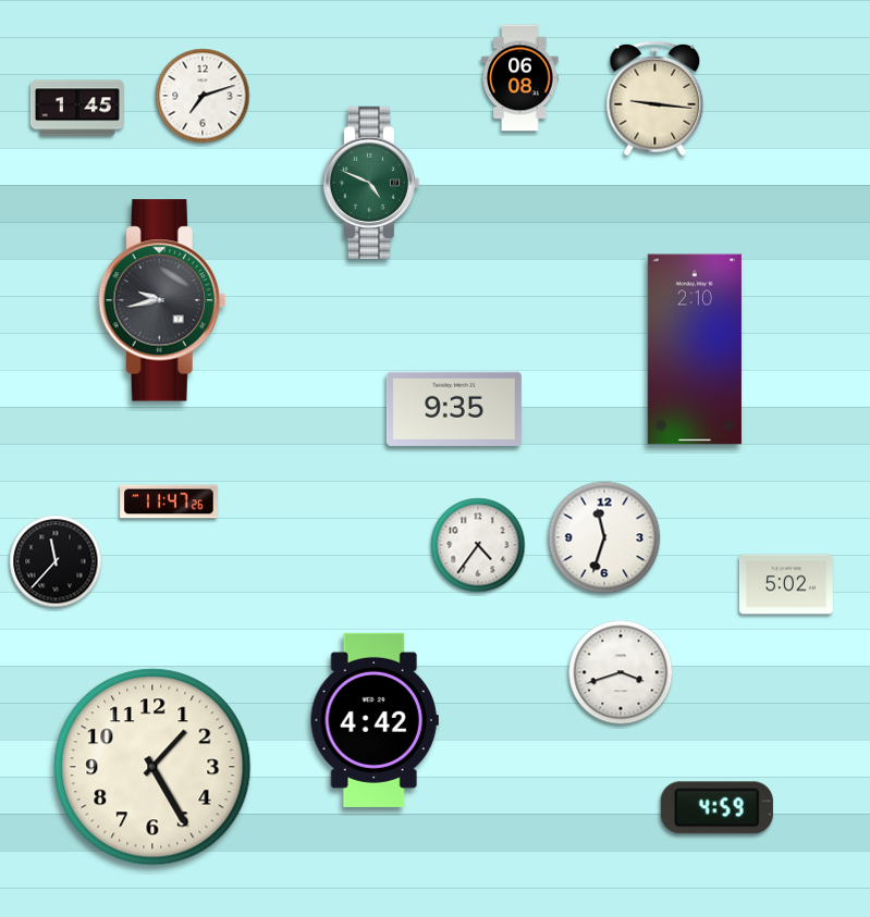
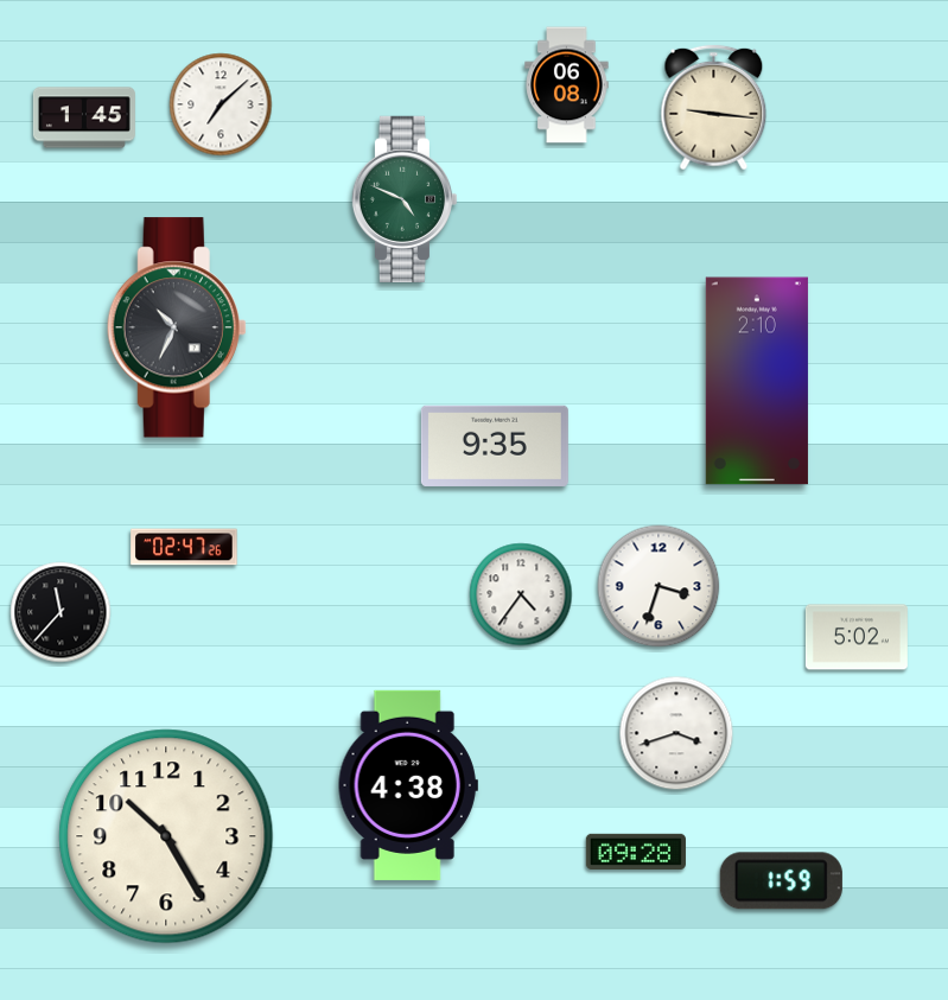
clock at (203, 96): 7:12 -> 7:08
clock at (162, 300): 9:43 -> 10:34
clock at (169, 501): 11:47 -> 02:47
clock at (604, 537): 11:33 -> 3:33
clock at (375, 720): 4:42 -> 4:38
clock at (152, 767): 1:25 -> 10:25
clock at (636, 851): none -> 09:28
clock at (716, 808): 4:59 -> 1:59
